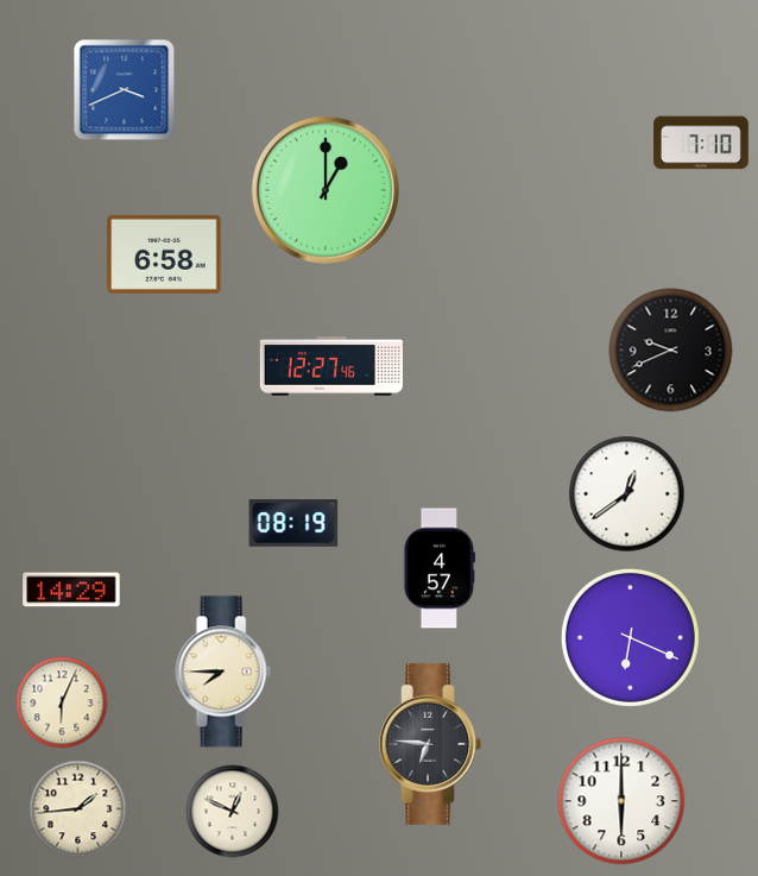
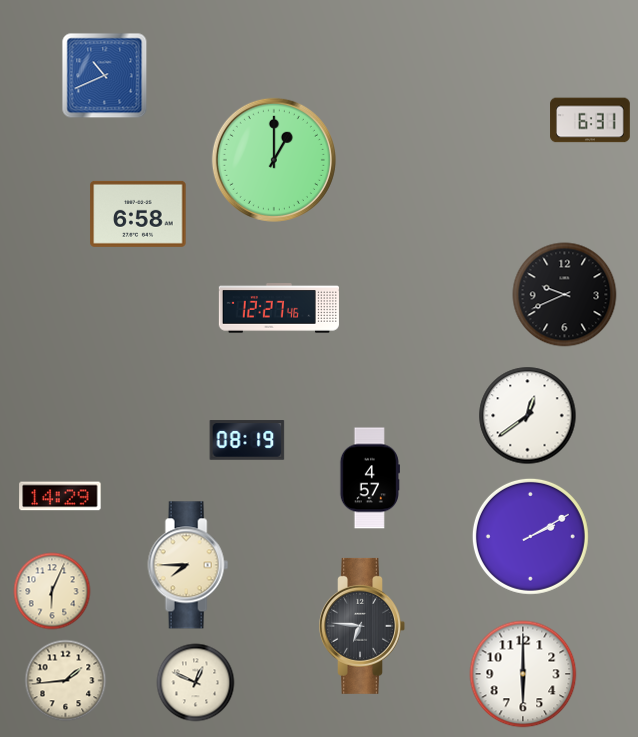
clock at (125, 90): 3:41 -> 10:41
clock at (701, 143): 7:10 -> 6:31
clock at (630, 637): 6:19 -> 2:10
